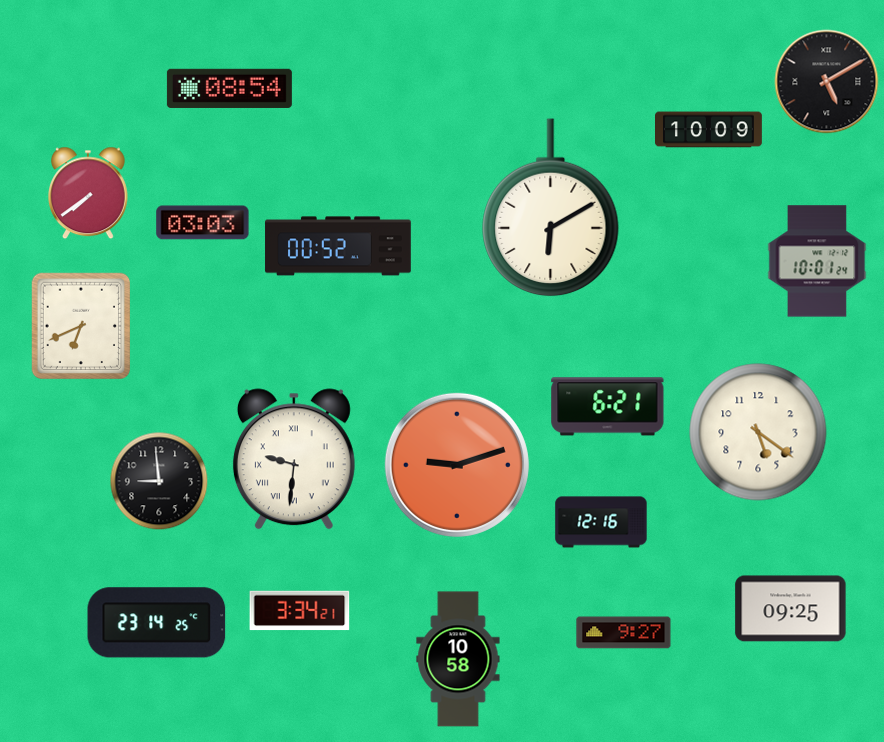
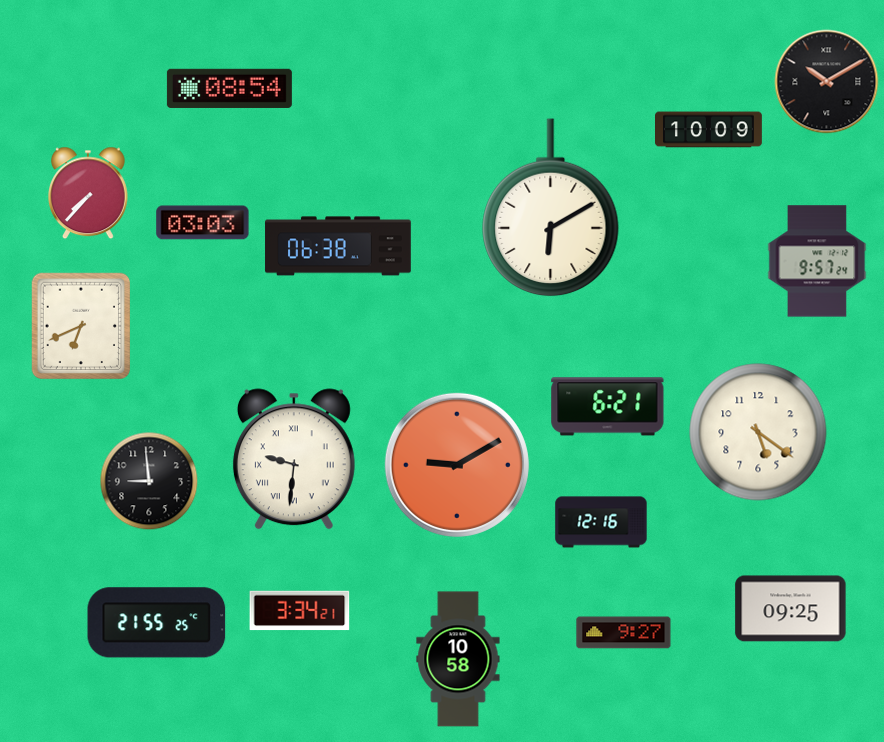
clock at (827, 82): 5:10 -> 10:10
clock at (88, 193): 7:39 -> 7:37
clock at (338, 246): 00:52 -> 06:38
clock at (817, 261): 10:01 -> 9:57
clock at (457, 465): 9:12 -> 9:10
clock at (159, 481) position: (159, 481) -> (149, 481)
clock at (157, 623): 23:14 -> 21:55
